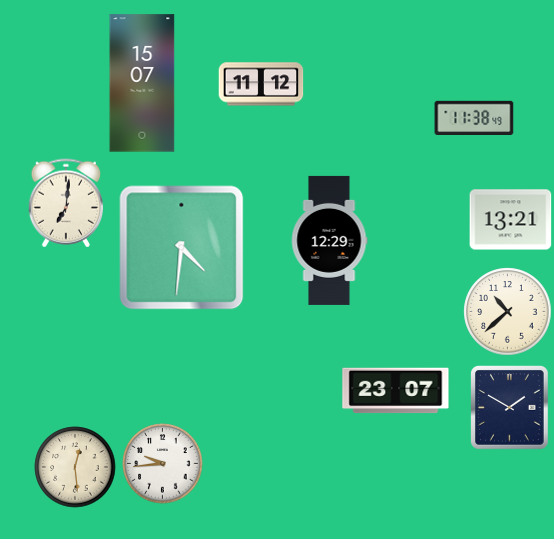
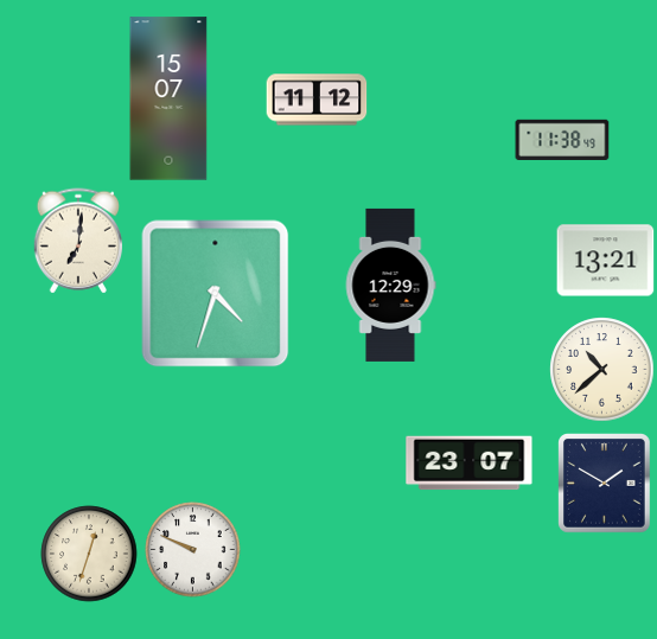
clock at (261, 84) position: (261, 84) -> (317, 100)
clock at (182, 248): 4:31 -> 4:33
clock at (163, 464): 9:44 -> 9:49
clock at (75, 467): 12:29 -> 12:33
